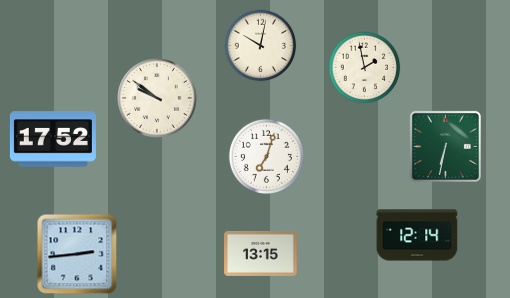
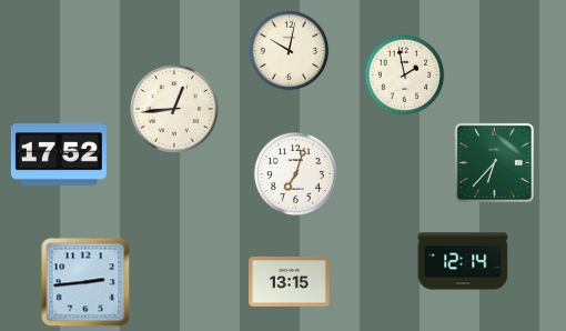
clock at (157, 98): 9:51 -> 12:44
clock at (445, 146): 6:32 -> 6:37
